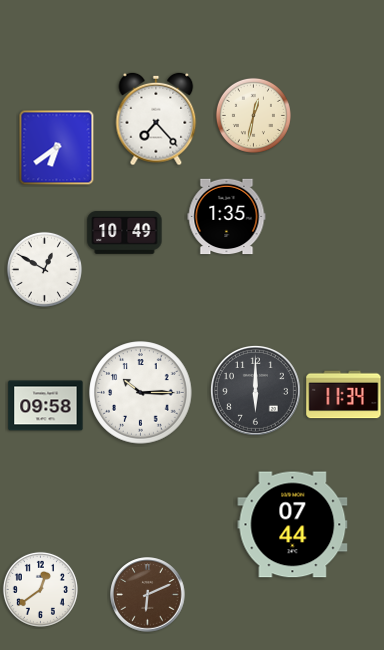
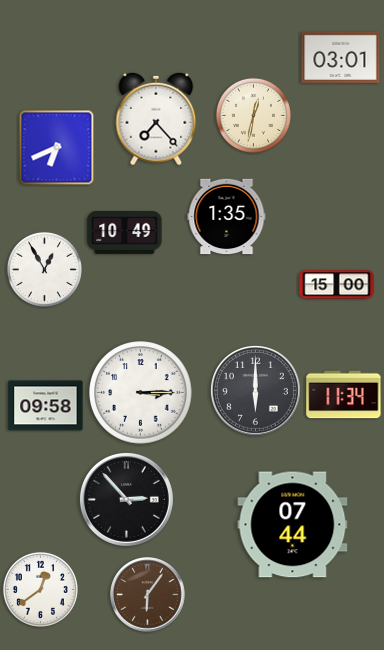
clock at (341, 57): none -> 03:01
clock at (57, 148): 6:39 -> 6:41
clock at (44, 269): 12:50 -> 12:55
clock at (337, 285): none -> 15:00
clock at (141, 393): 10:15 -> 3:15
clock at (126, 499): none -> 2:53
clock at (148, 595): 6:11 -> 6:06
